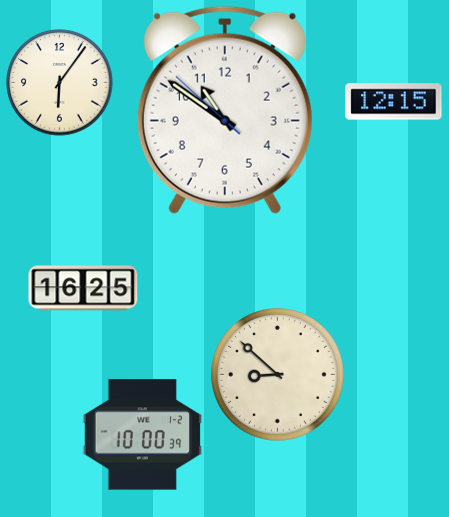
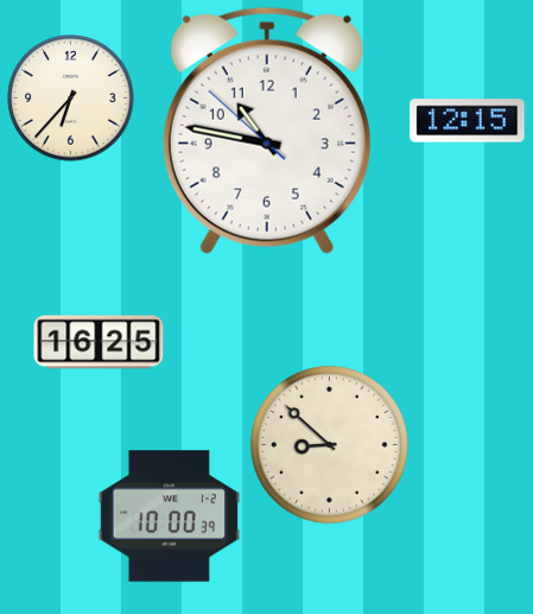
clock at (60, 83): 6:06 -> 6:37
clock at (225, 110): 10:50 -> 10:46
